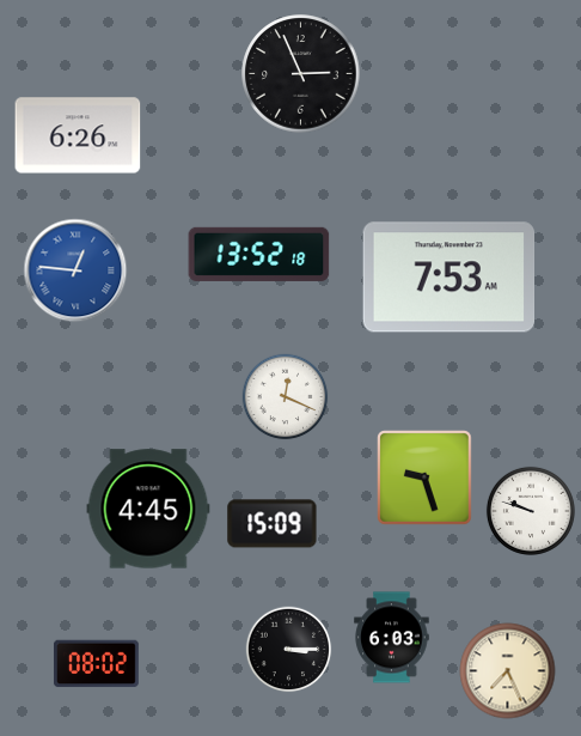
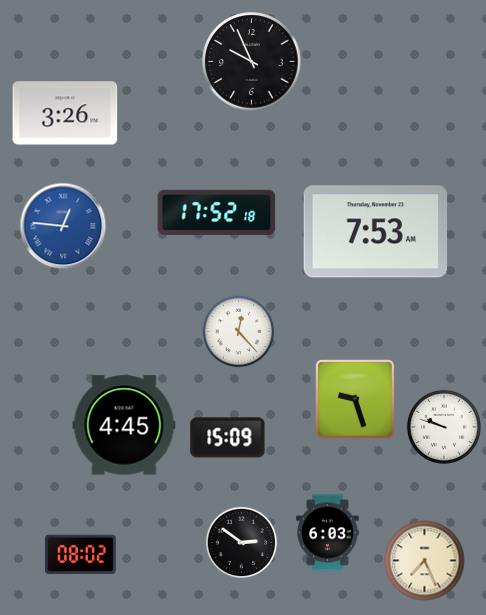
clock at (301, 74): 2:56 -> 9:56
clock at (78, 135): 6:26 -> 3:26
clock at (259, 254): 13:52 -> 17:52
clock at (286, 397): 12:19 -> 12:23
clock at (289, 650): 3:15 -> 2:51
